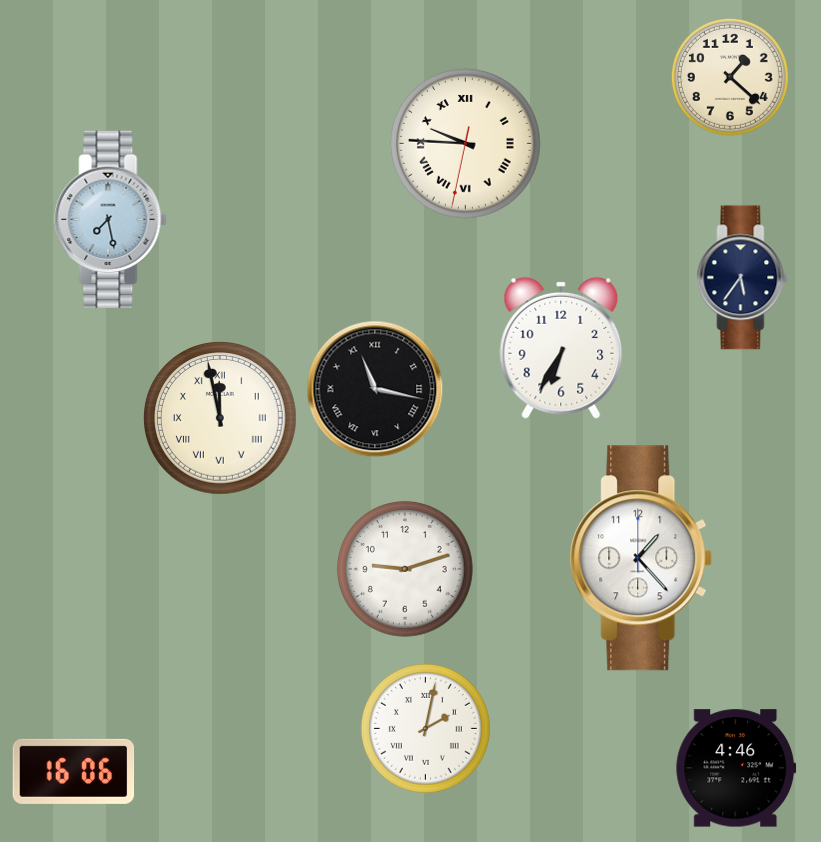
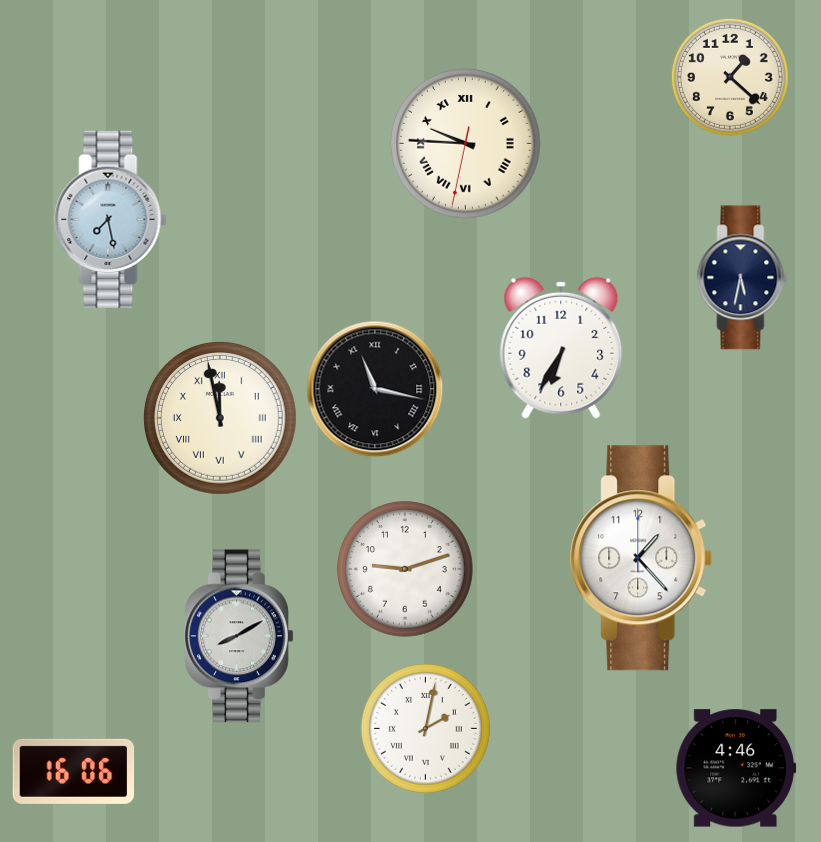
clock at (743, 278): 5:36 -> 5:32
clock at (239, 636): none -> 8:10
